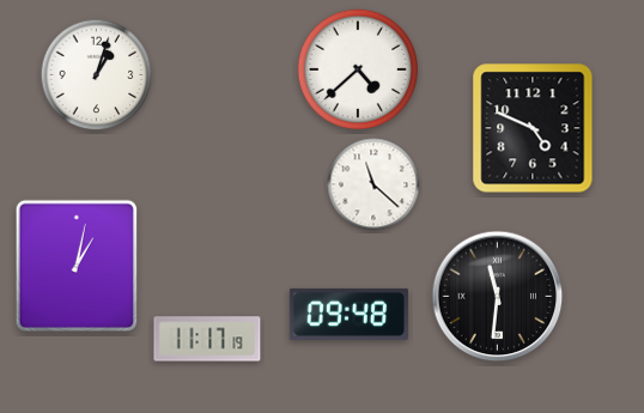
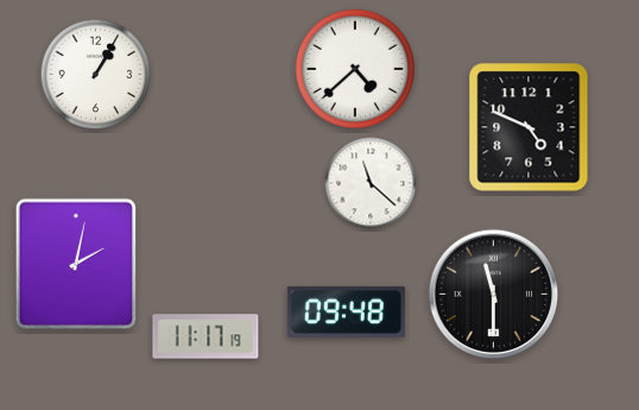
clock at (97, 75): 1:03 -> 1:05
clock at (75, 266): 1:02 -> 2:02
clock at (498, 297): 11:31 -> 11:30
